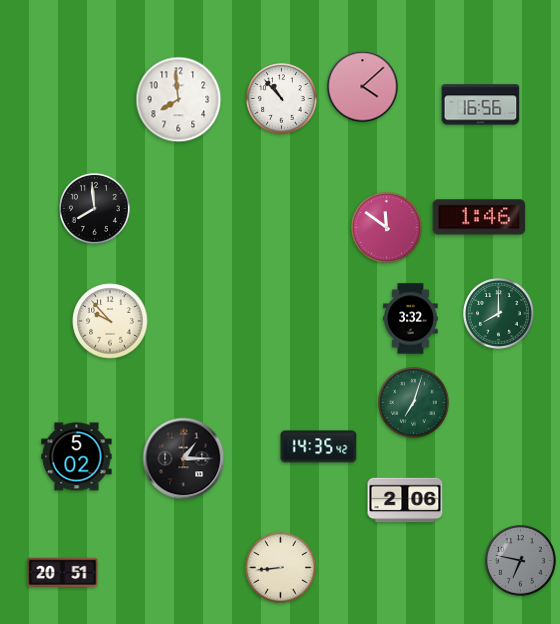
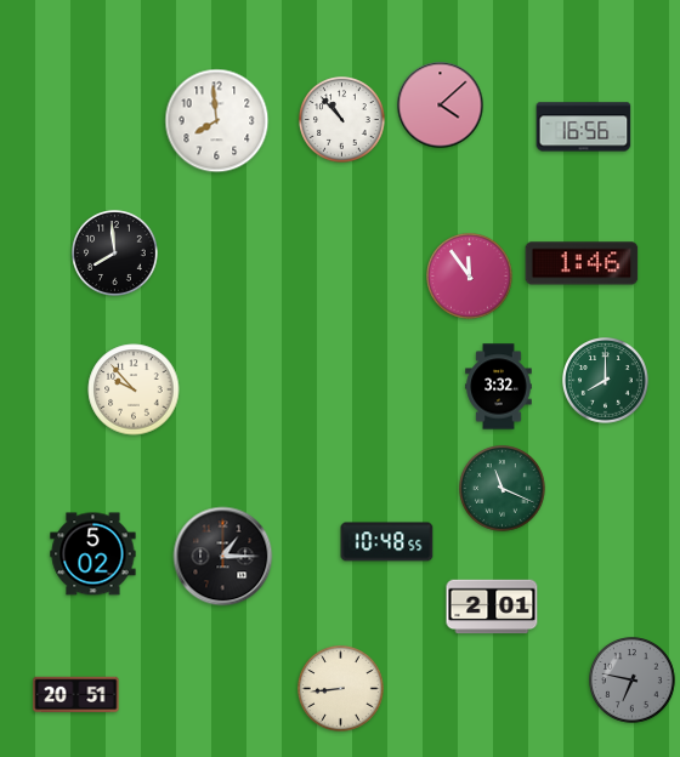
clock at (387, 228): 11:51 -> 11:54
clock at (414, 403): 7:03 -> 11:19
clock at (319, 447): 14:35 -> 10:48
clock at (405, 500): 2:06 -> 2:01
